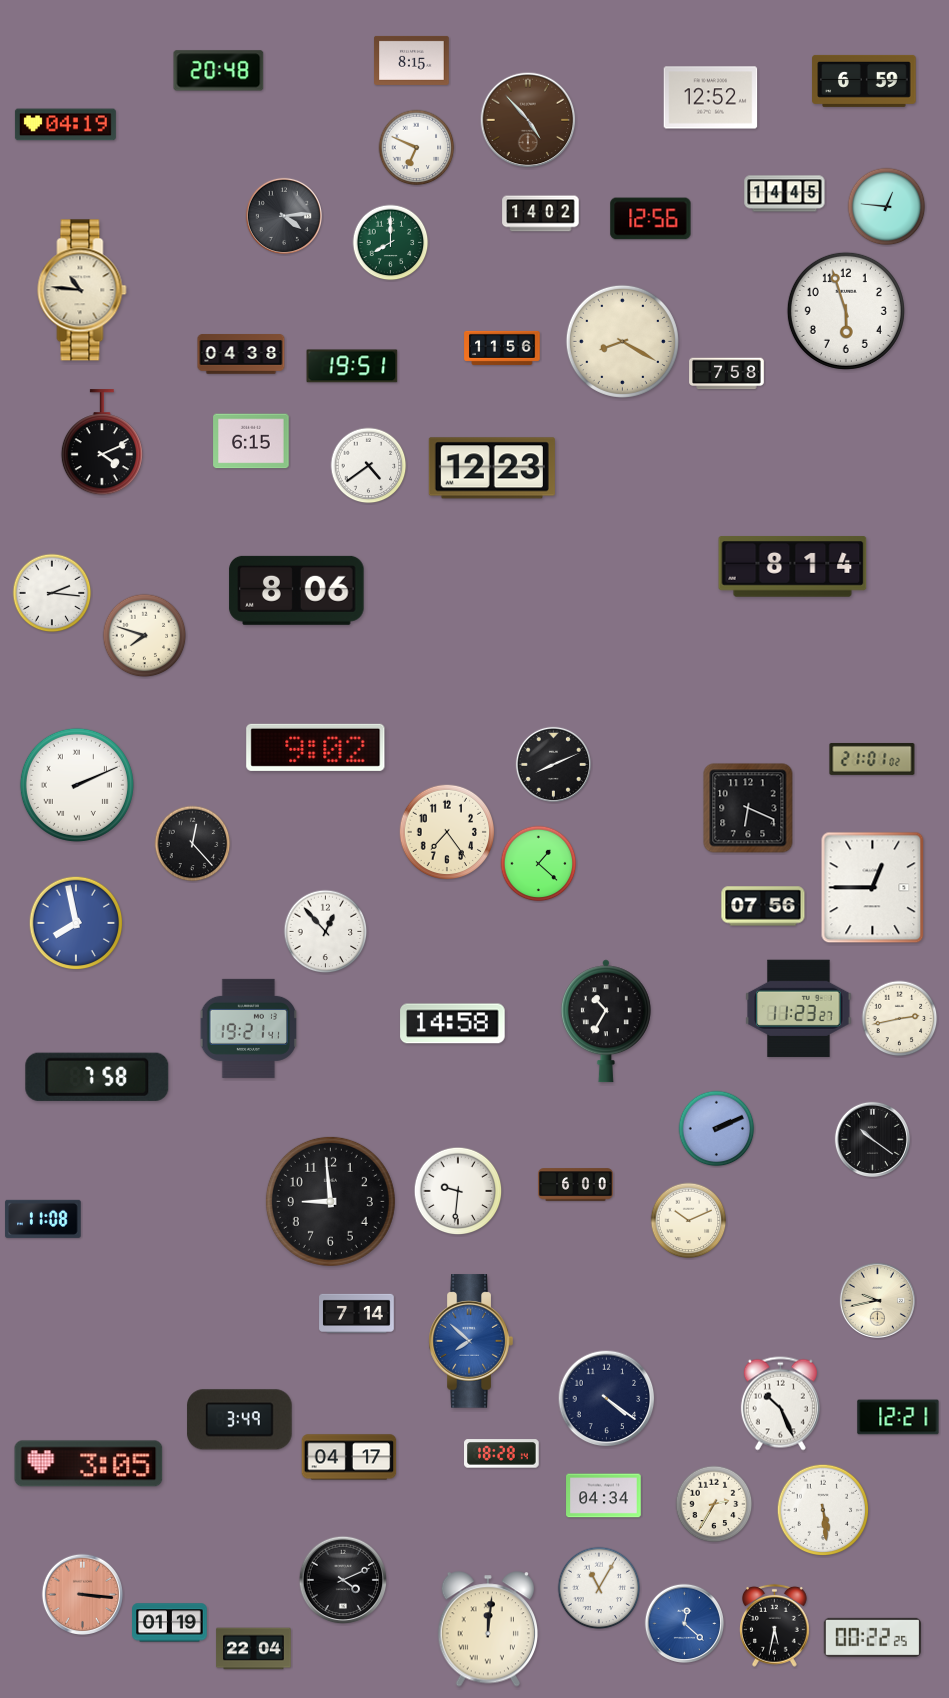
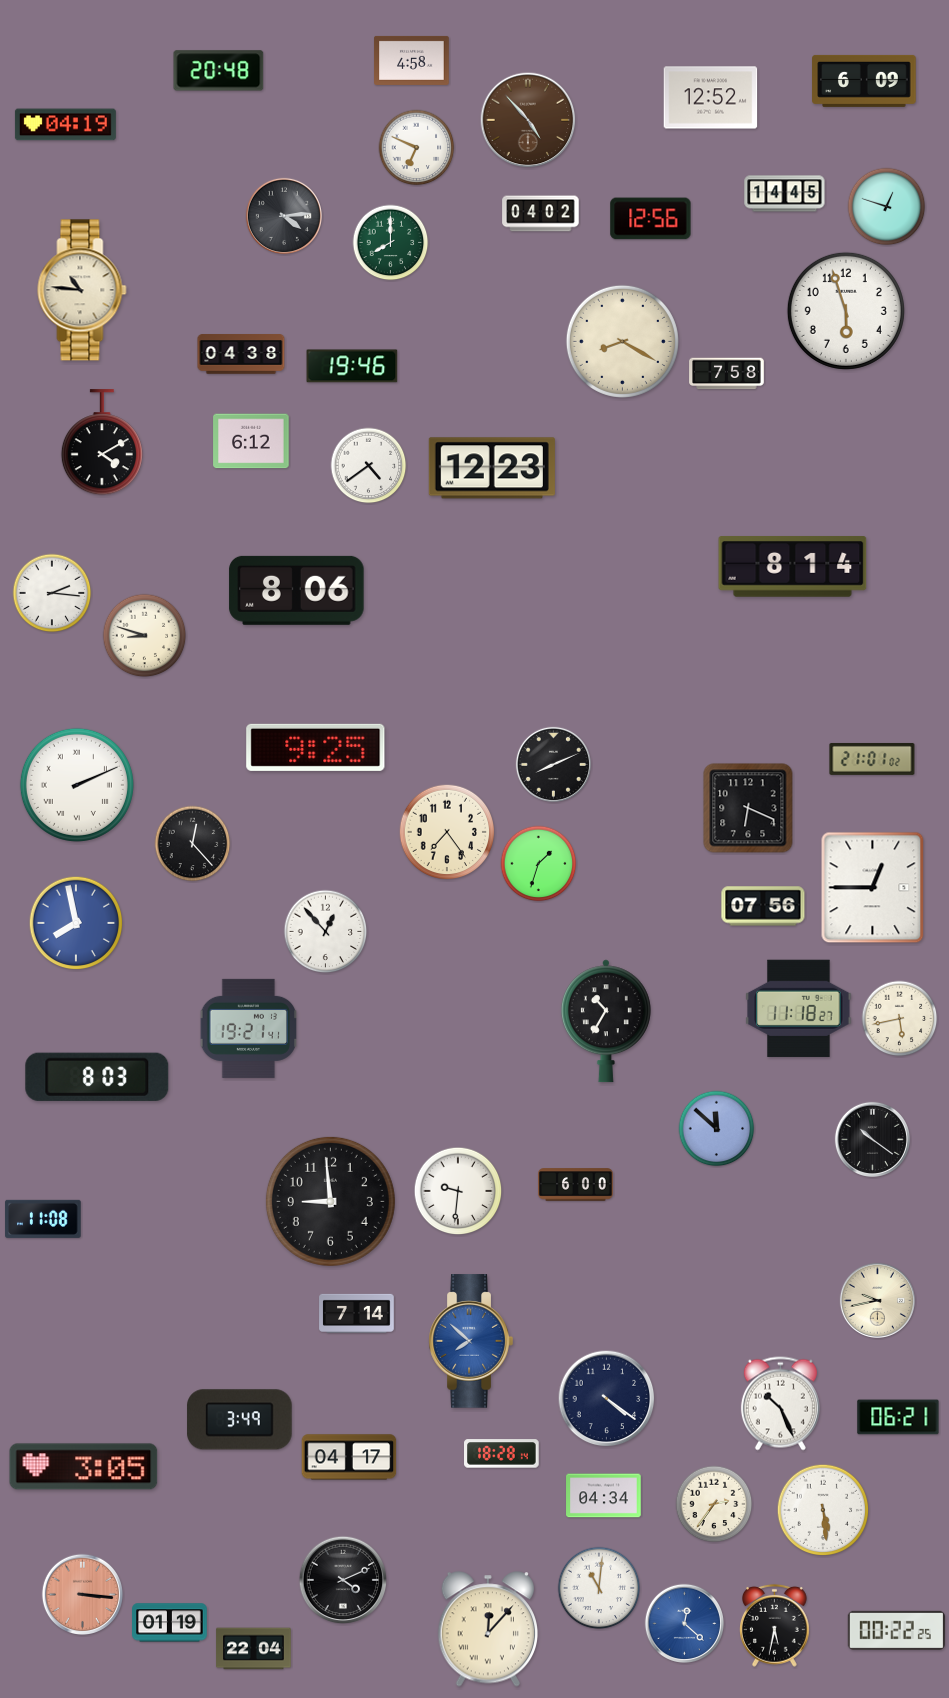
clock at (412, 60): 8:15 -> 4:58
clock at (864, 81): 6:59 -> 6:09
clock at (887, 207): 12:46 -> 12:48
clock at (541, 214): 14:02 -> 04:02
clock at (502, 348): 11:56 -> none
clock at (352, 366): 19:51 -> 19:46
clock at (251, 441): 6:15 -> 6:12
clock at (102, 443): 4:11 -> 4:10
clock at (145, 636): 7:48 -> 8:48
clock at (316, 747): 9:02 -> 9:25
clock at (539, 864): 1:22 -> 1:33
clock at (799, 1008): 11:23 -> 11:18
clock at (900, 1019): 2:43 -> 5:43
clock at (453, 1024): 14:58 -> none
clock at (97, 1077): 7:58 -> 8:03
clock at (717, 1129): 2:11 -> 11:52
clock at (689, 1221): 10:11 -> none
clock at (898, 1417): 12:21 -> 06:21
clock at (89, 1464) position: (89, 1464) -> (84, 1467)
clock at (714, 1504): 2:35 -> 2:36
clock at (599, 1588): 11:05 -> 11:01
clock at (488, 1629): 12:01 -> 12:07
clock at (872, 1637) position: (872, 1637) -> (896, 1630)
